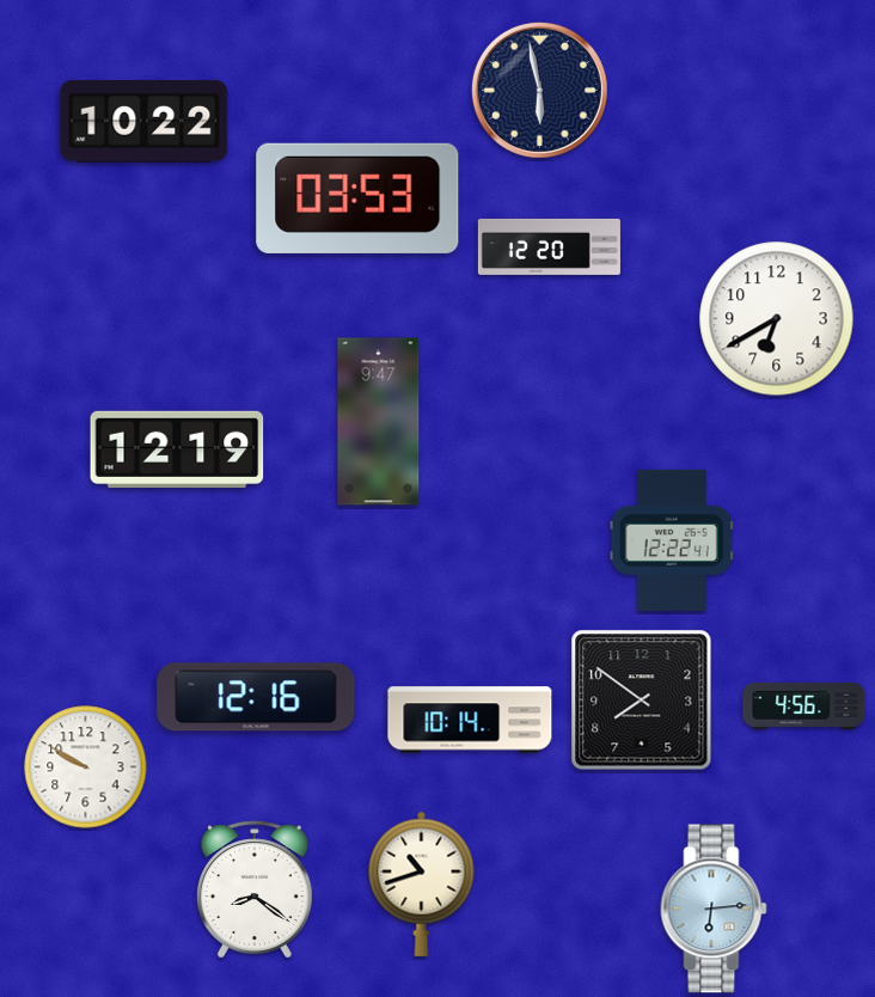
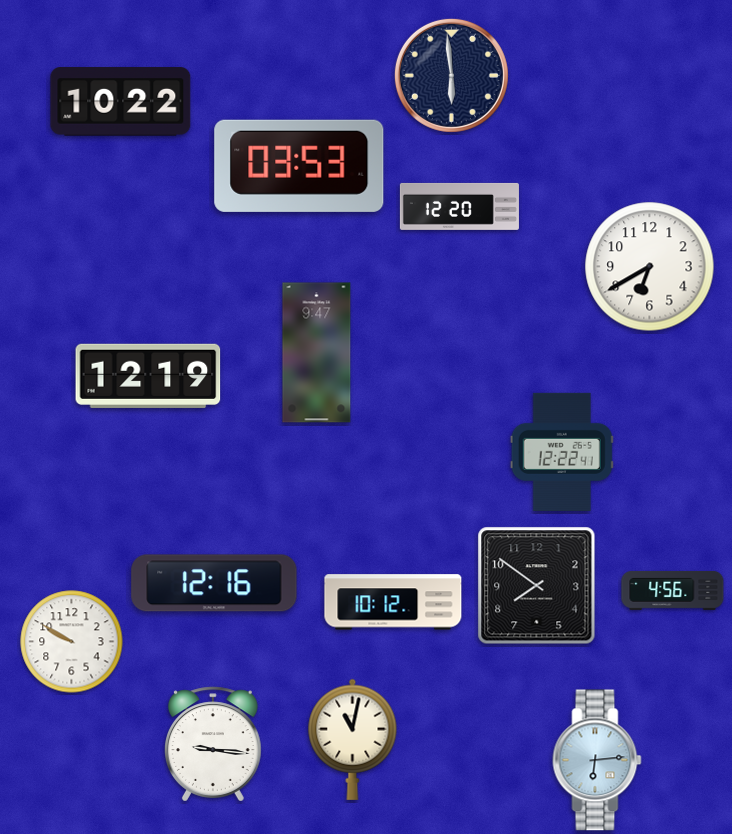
clock at (539, 90): 5:58 -> 5:59
clock at (470, 720): 10:14 -> 10:12
clock at (422, 883): 10:42 -> 11:02
clock at (256, 889): 8:21 -> 9:16
